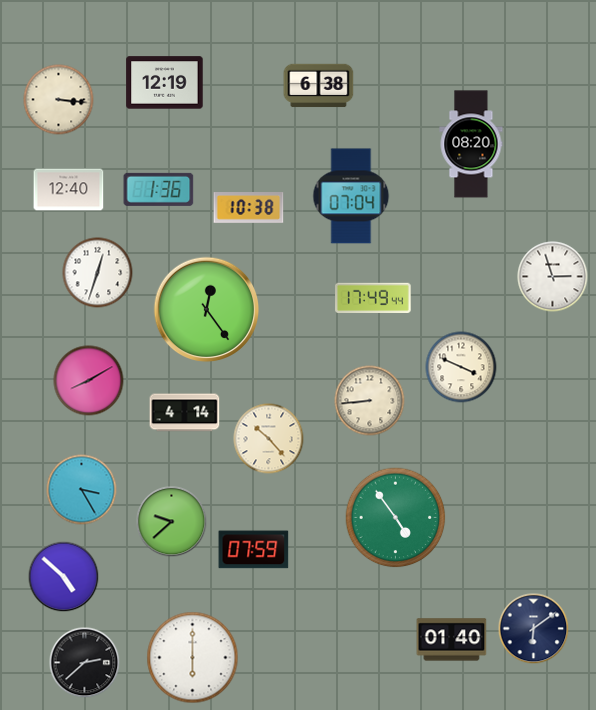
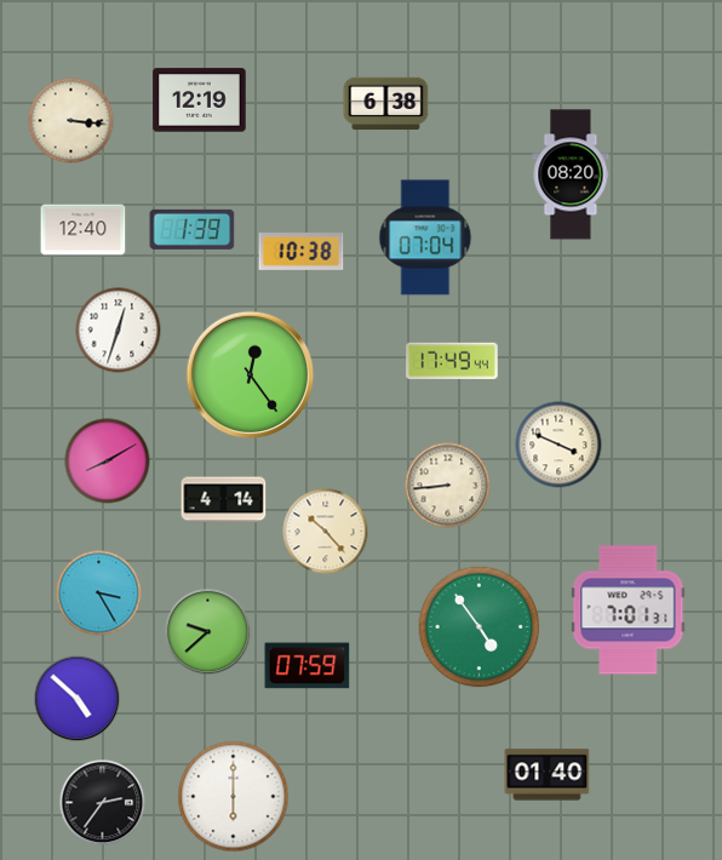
clock at (159, 189): 1:36 -> 1:39
clock at (553, 277): 2:57 -> none
clock at (629, 610): none -> 7:01
clock at (534, 629): 6:09 -> none
clock at (85, 663): 2:38 -> 2:36
